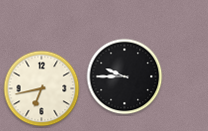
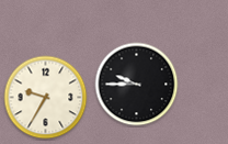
clock at (42, 89): 6:43 -> 9:35
